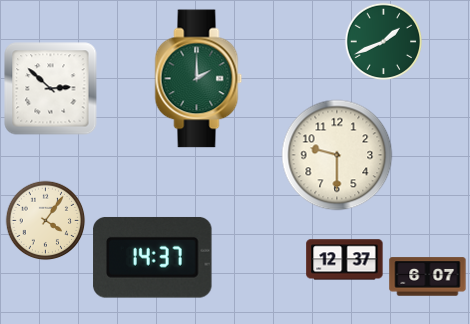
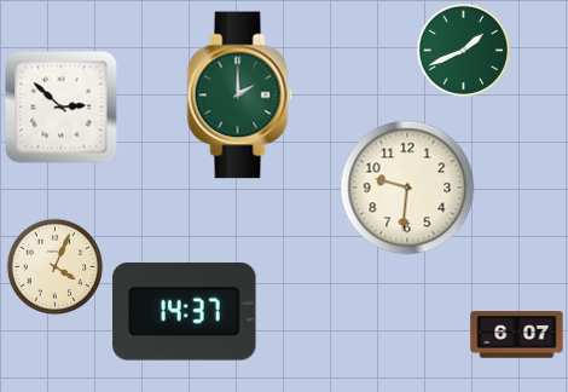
clock at (337, 155): 9:30 -> 9:31
clock at (45, 220): 4:06 -> 4:04
clock at (345, 260): 12:37 -> none
